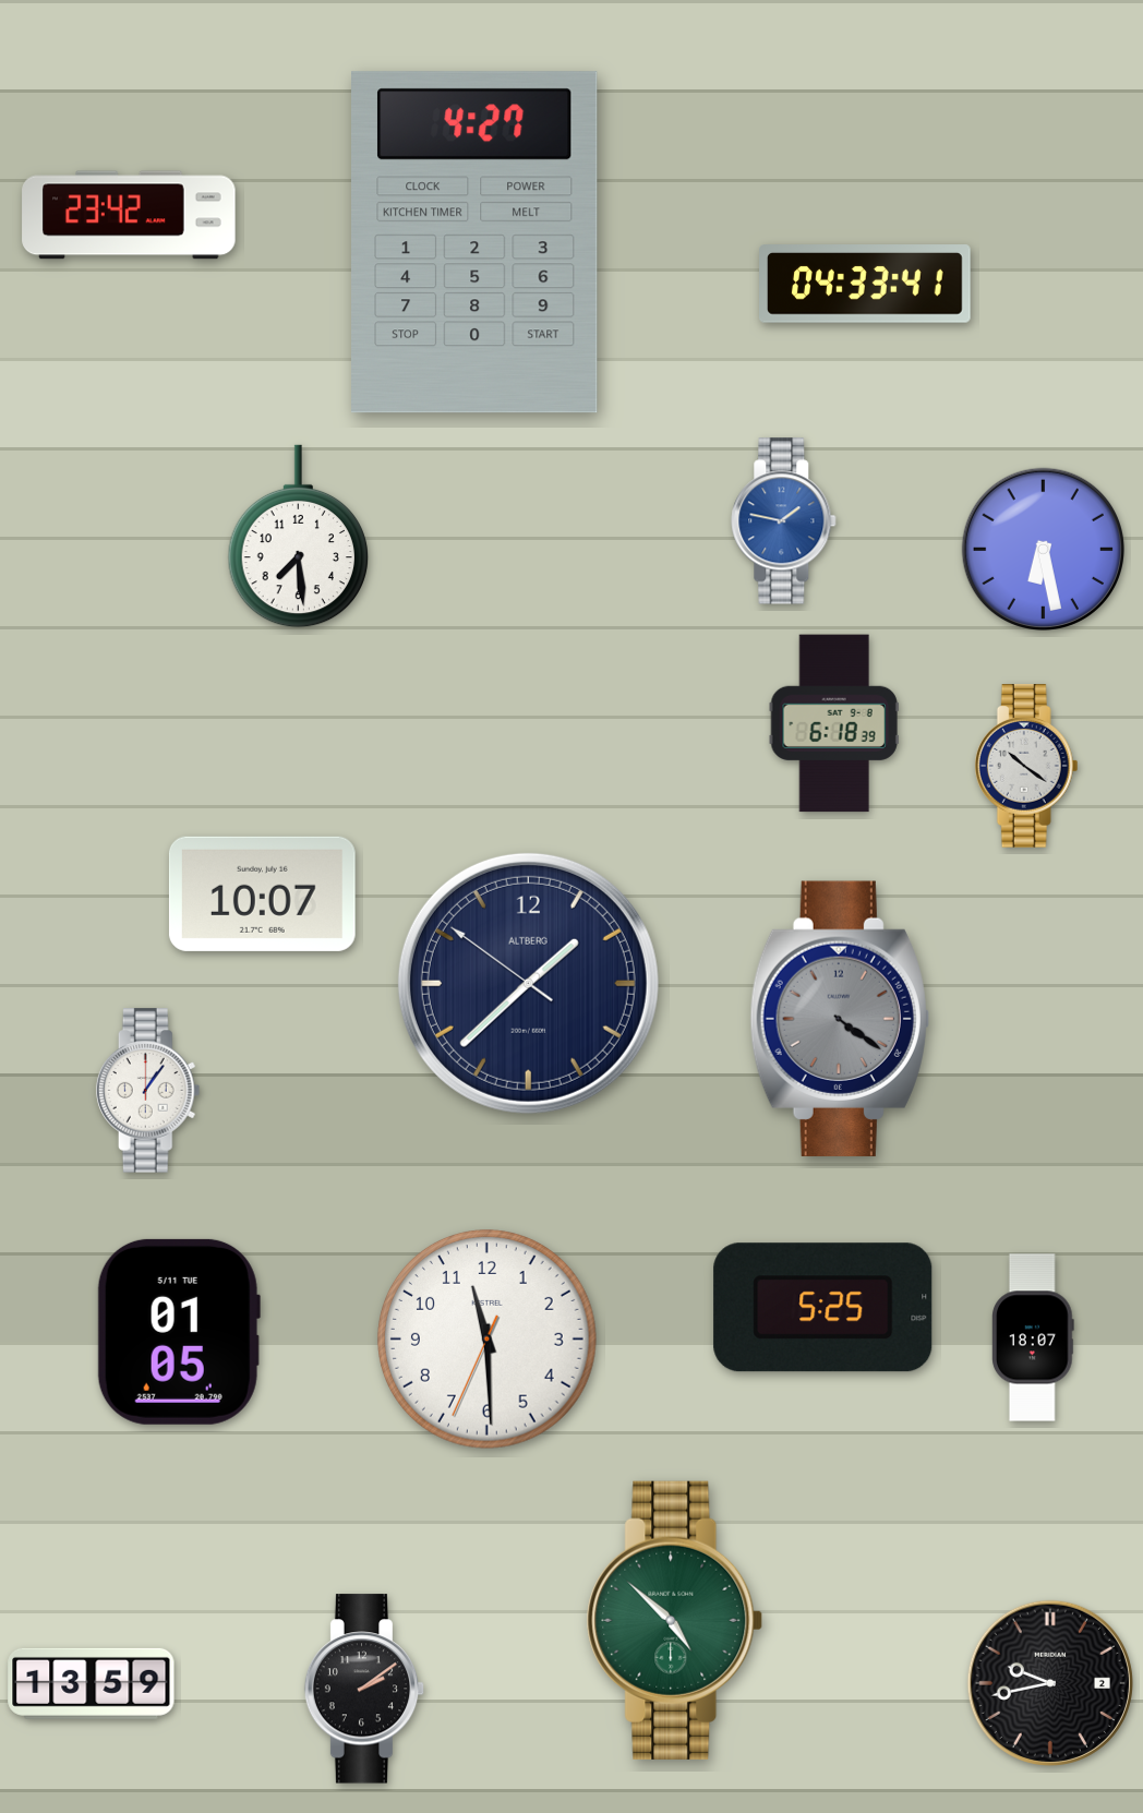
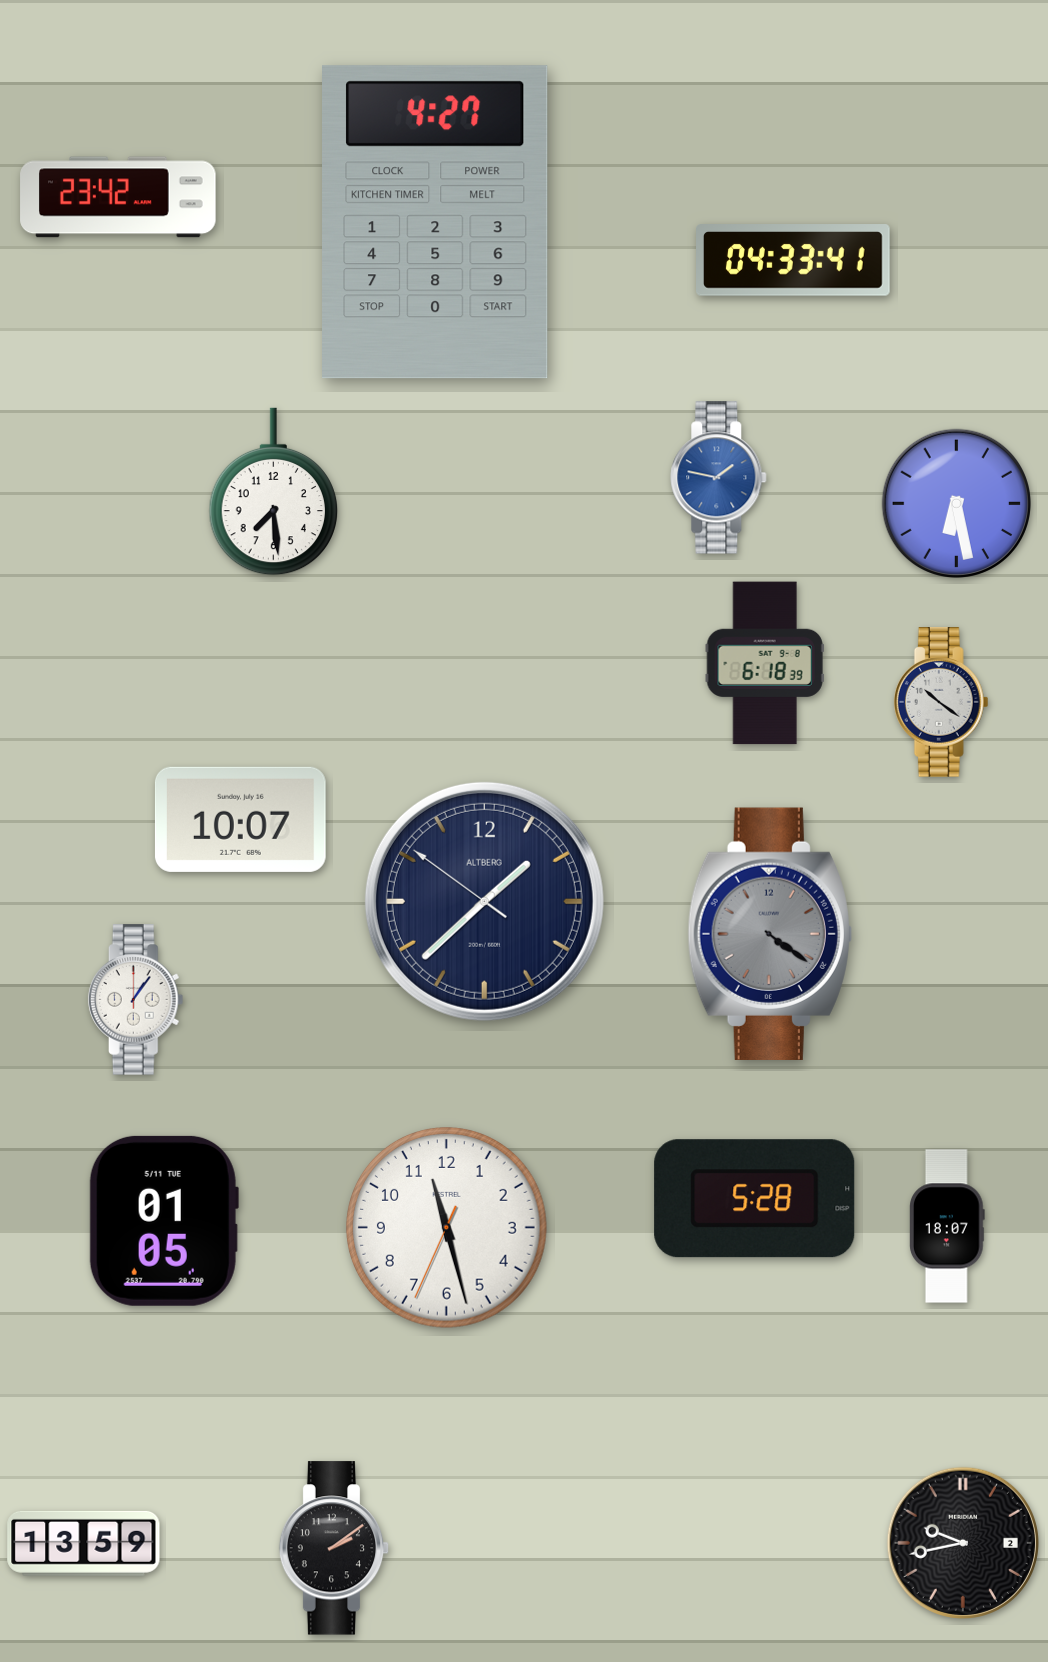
clock at (823, 1308): 5:25 -> 5:28
clock at (488, 1340): 11:29 -> 11:27
clock at (675, 1620): 4:52 -> none
